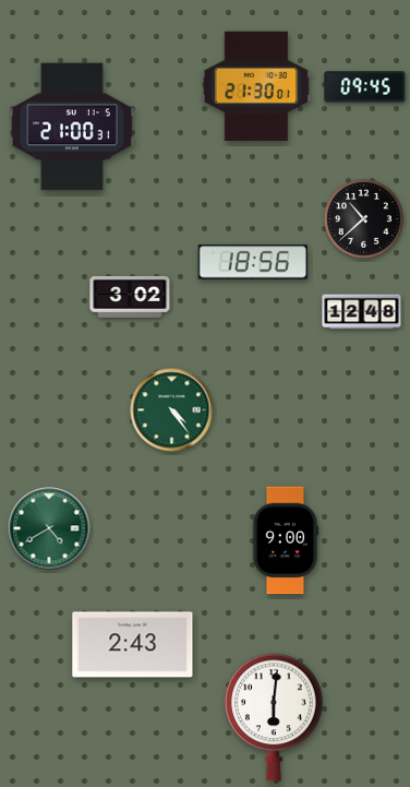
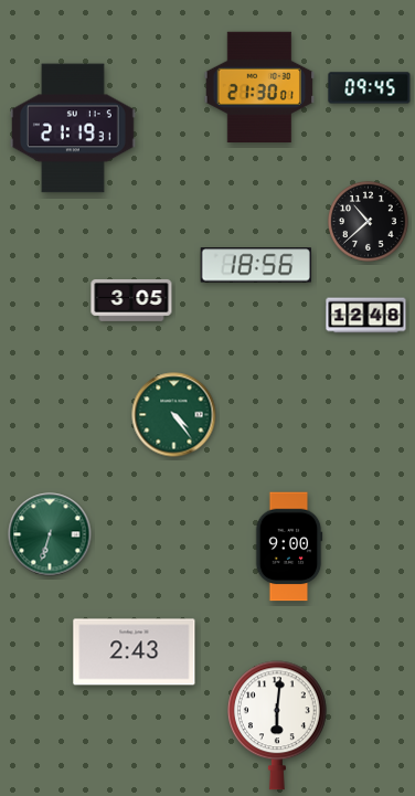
clock at (72, 127): 21:00 -> 21:19
clock at (130, 297): 3:02 -> 3:05
clock at (49, 528): 4:40 -> 6:33
